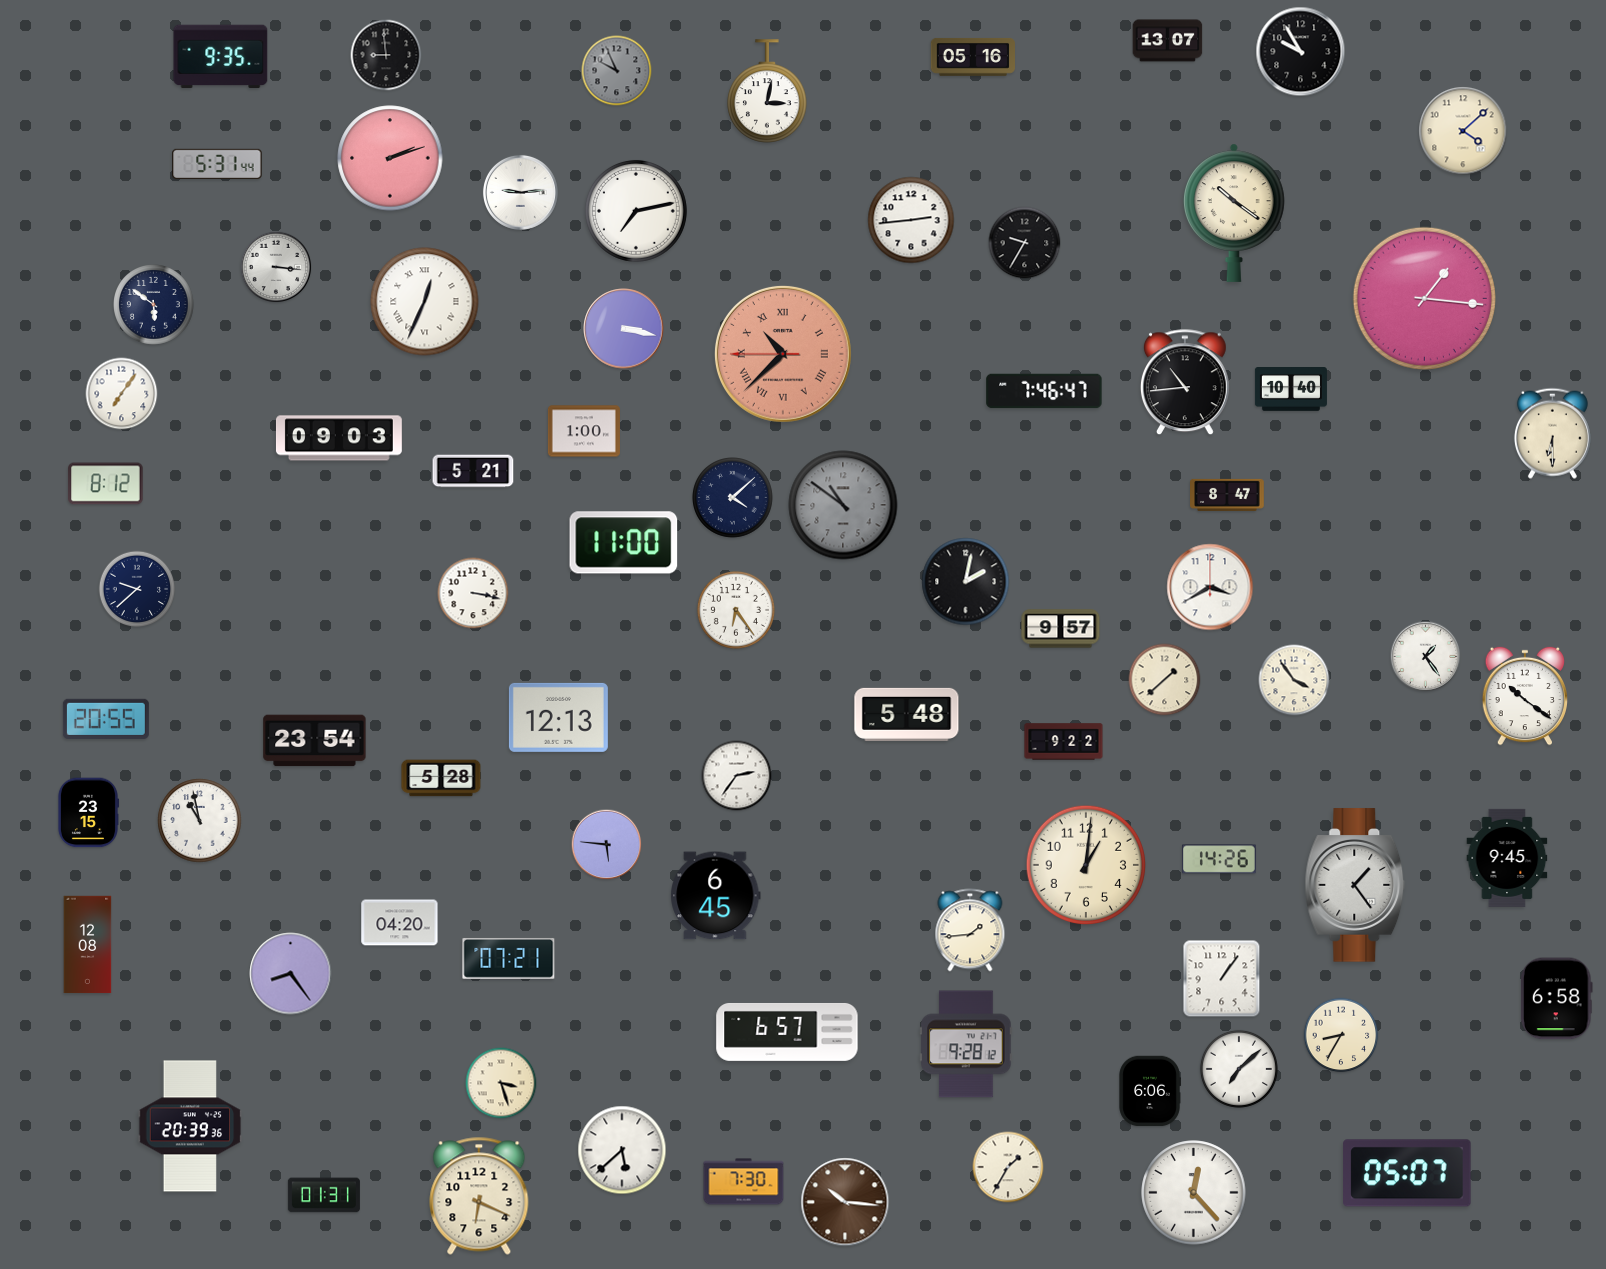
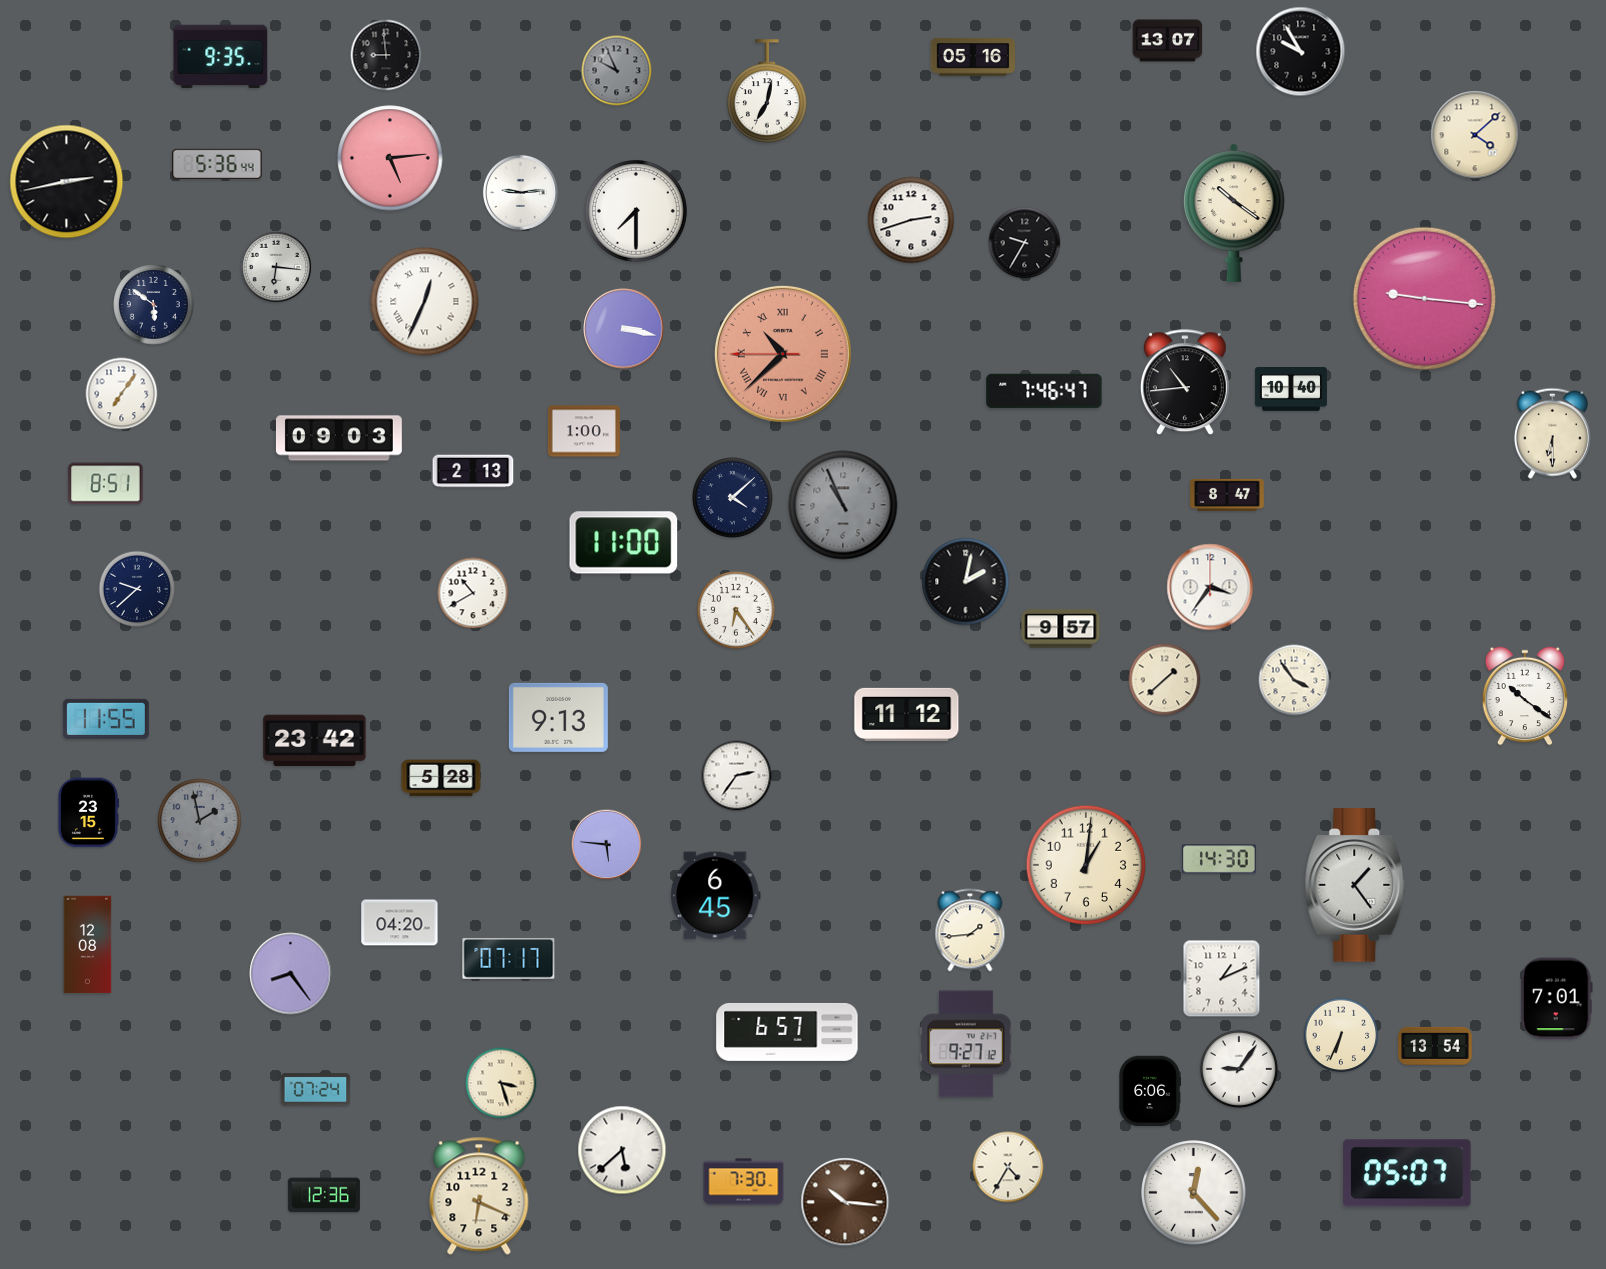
clock at (768, 91): 3:02 -> 7:02
clock at (1463, 131) position: (1463, 131) -> (1475, 135)
clock at (390, 158): 2:12 -> 5:14
clock at (217, 164): 5:31 -> 5:36
clock at (67, 182): none -> 2:43
clock at (636, 211): 7:13 -> 7:30
clock at (911, 220): 2:44 -> 2:42
clock at (276, 267): 3:16 -> 6:16
clock at (1424, 298): 1:16 -> 9:16
clock at (473, 471): 5:21 -> 2:13
clock at (106, 484): 8:12 -> 8:51
clock at (843, 505): 10:51 -> 10:56
clock at (1210, 587): 3:40 -> 3:36
clock at (473, 593): 3:17 -> 10:40
clock at (1426, 657): 1:24 -> none
clock at (907, 714): 5:48 -> 11:12
clock at (558, 717): 12:13 -> 9:13
clock at (106, 719): 20:55 -> 11:55
clock at (315, 741): 23:54 -> 23:42
clock at (1064, 742): 9:22 -> none
clock at (200, 821): 10:58 -> 1:58
clock at (200, 821) dial: white -> grey
clock at (1507, 858): 9:45 -> none
clock at (1220, 859): 14:26 -> 14:30
clock at (509, 959): 07:21 -> 07:17
clock at (1222, 979): 1:06 -> 1:11
clock at (1557, 999): 6:58 -> 7:01
clock at (1341, 1035): 8:35 -> 6:34
clock at (966, 1044): 9:28 -> 9:27
clock at (1435, 1046): none -> 13:54
clock at (1239, 1069): 7:08 -> 9:06
clock at (316, 1090): none -> 07:24
clock at (190, 1126): 20:39 -> none
clock at (1008, 1167): 1:35 -> 4:35
clock at (324, 1195): 01:31 -> 12:36
